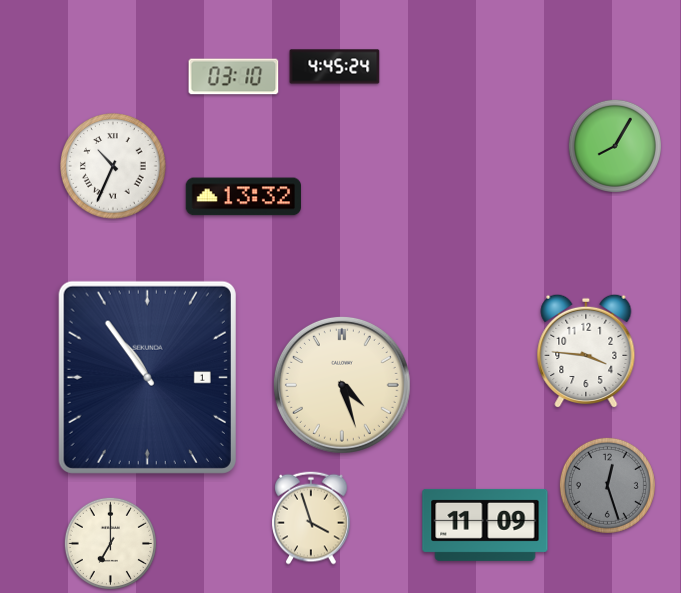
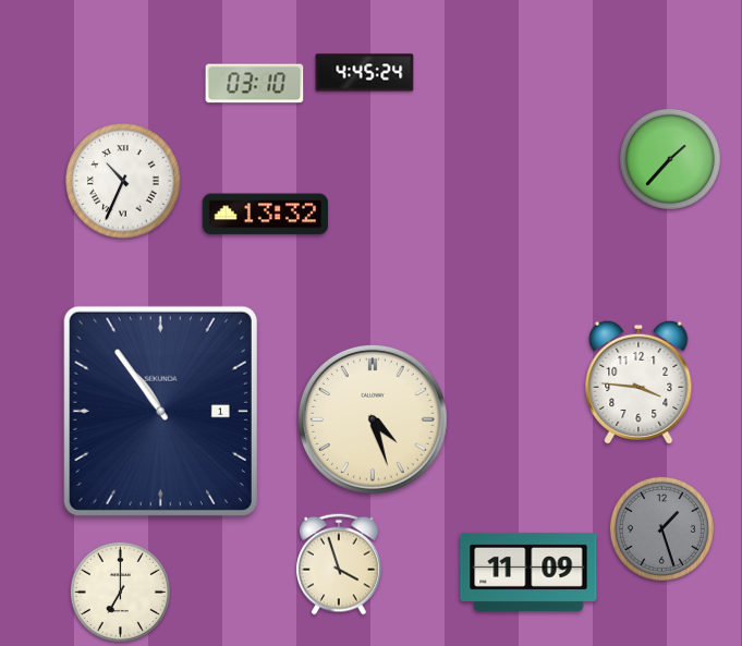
clock at (615, 146): 8:05 -> 1:37
clock at (607, 485): 12:27 -> 1:27
